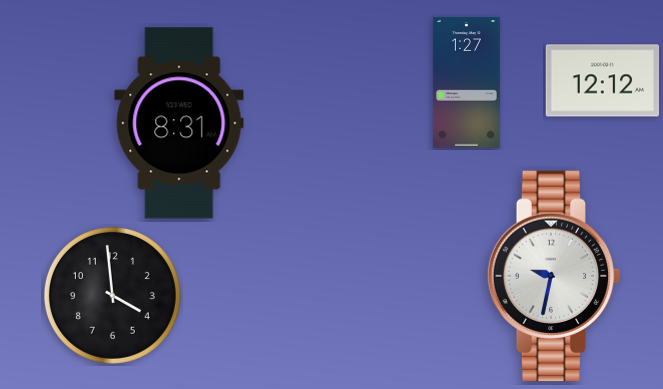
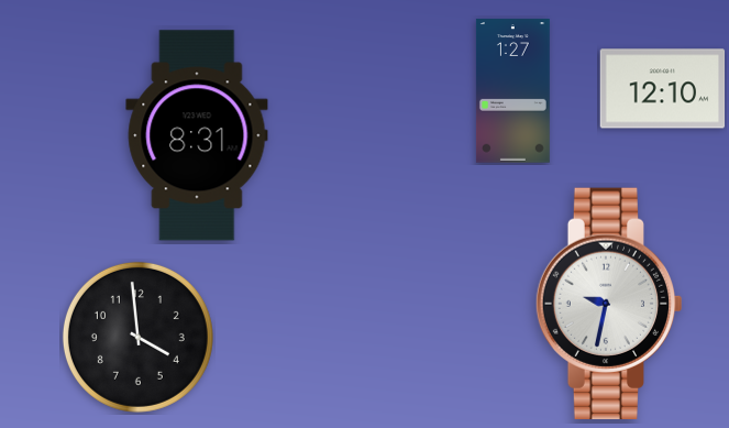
clock at (603, 81): 12:12 -> 12:10
clock at (112, 295) position: (112, 295) -> (137, 337)
